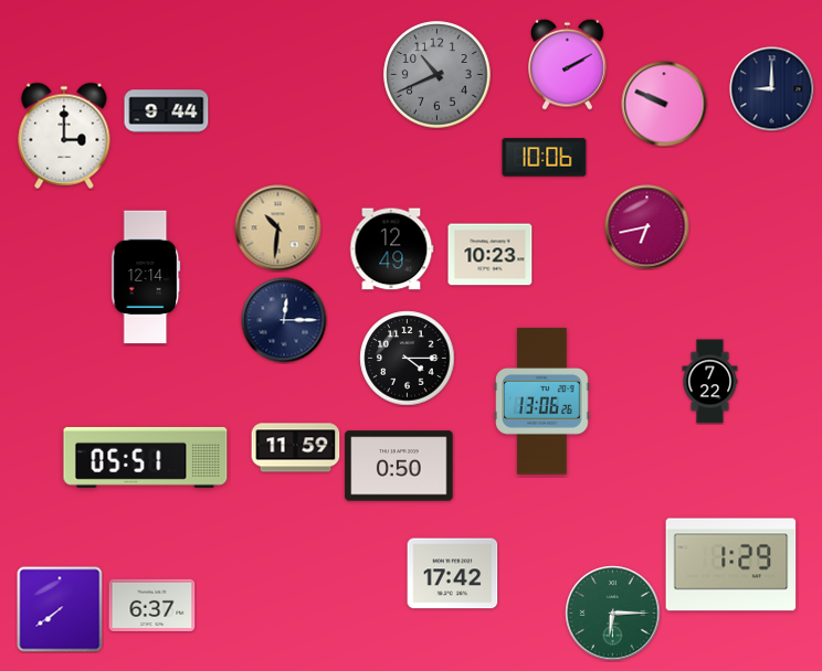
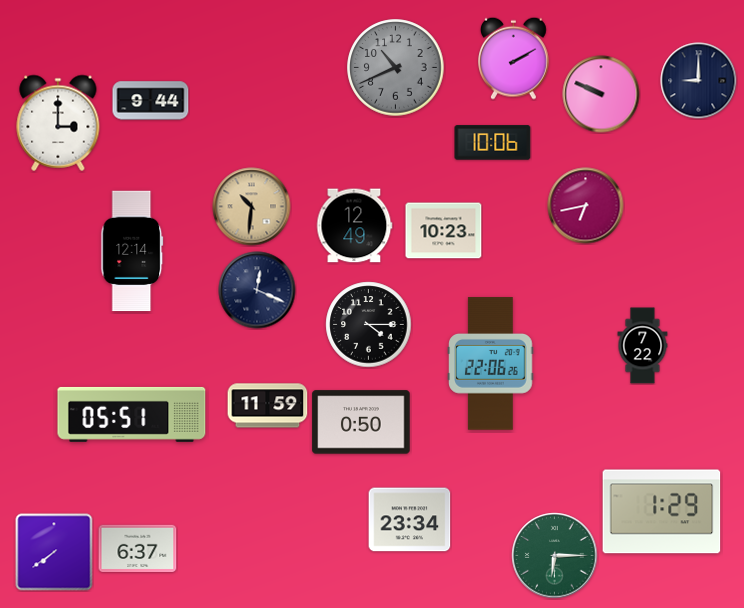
clock at (284, 320): 12:15 -> 12:19
clock at (542, 402): 13:06 -> 22:06
clock at (453, 574): 17:42 -> 23:34
